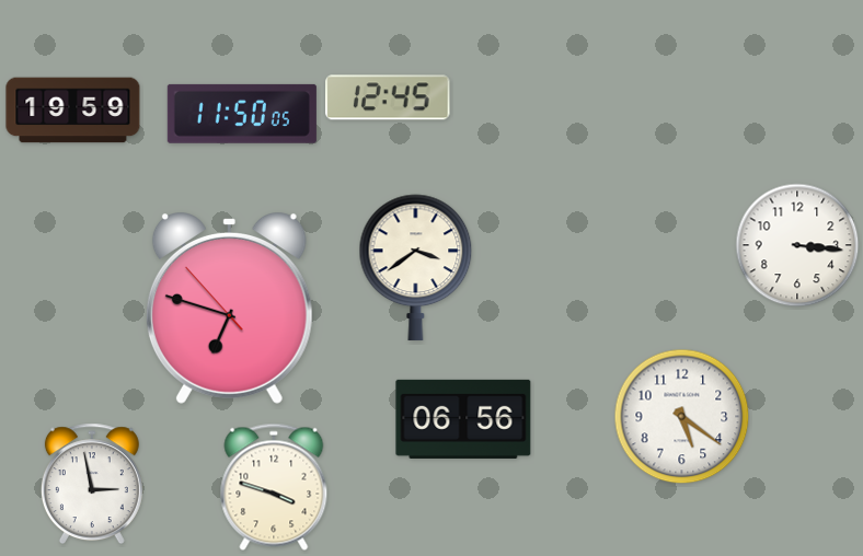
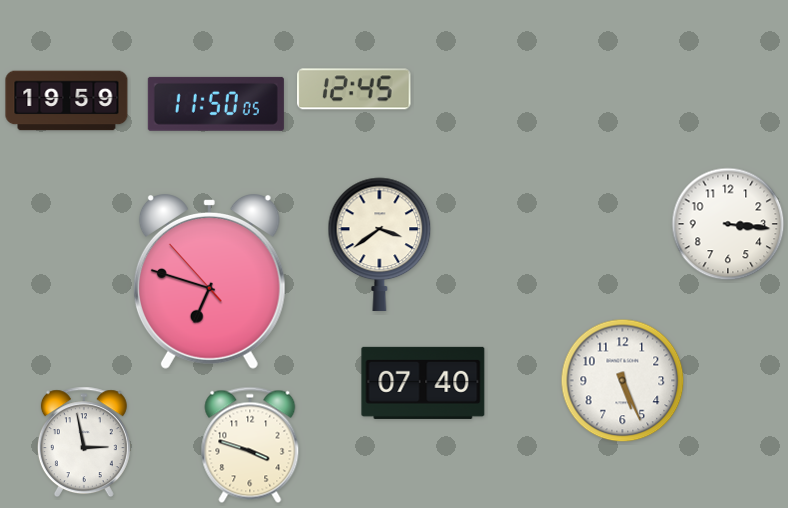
clock at (242, 114) position: (242, 114) -> (216, 104)
clock at (682, 417): 5:21 -> 5:26
clock at (463, 419): 06:56 -> 07:40
